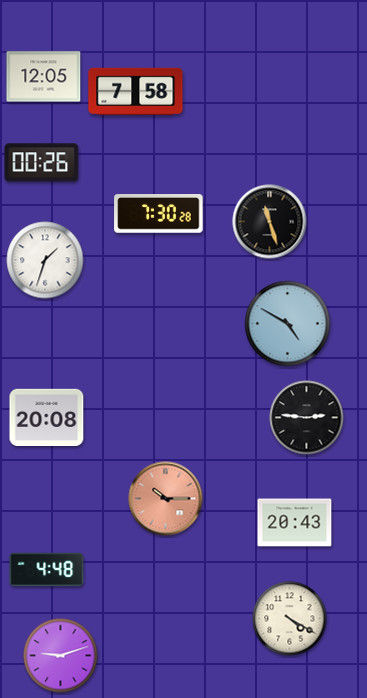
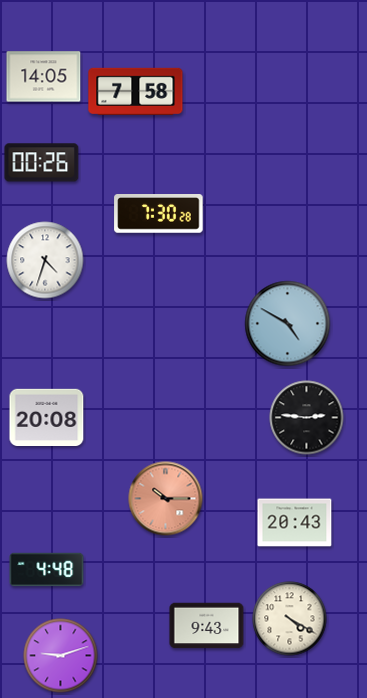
clock at (44, 77): 12:05 -> 14:05
clock at (270, 222): 11:27 -> none
clock at (45, 260): 1:33 -> 4:33
clock at (207, 626): none -> 9:43
